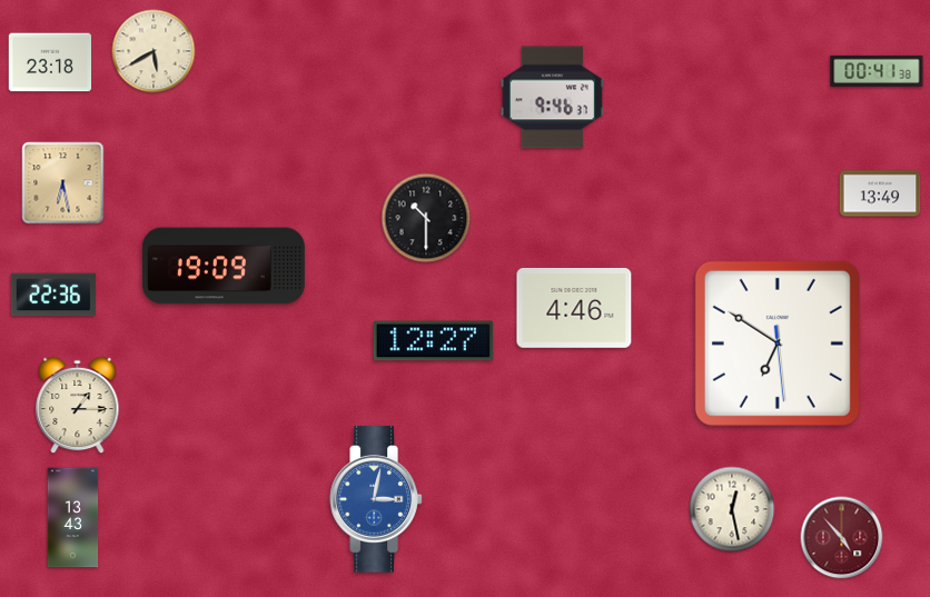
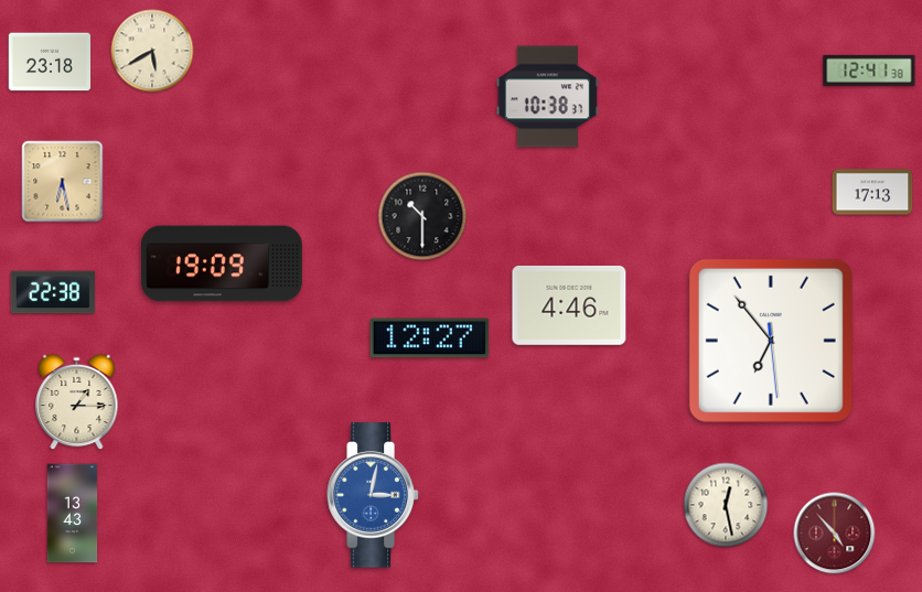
clock at (877, 71): 00:41 -> 12:41
clock at (552, 98): 9:46 -> 10:38
clock at (880, 193): 13:49 -> 17:13
clock at (53, 295): 22:36 -> 22:38
clock at (778, 344): 6:50 -> 6:53
